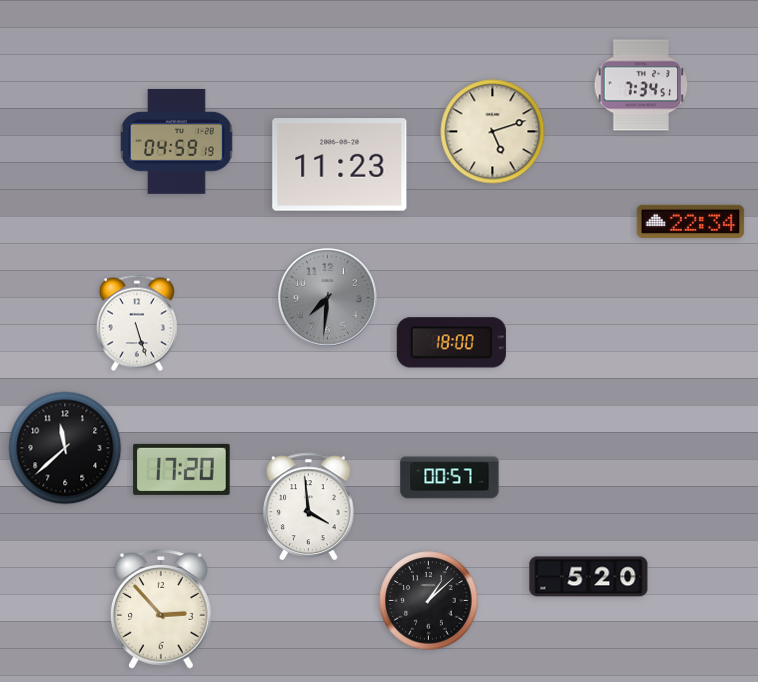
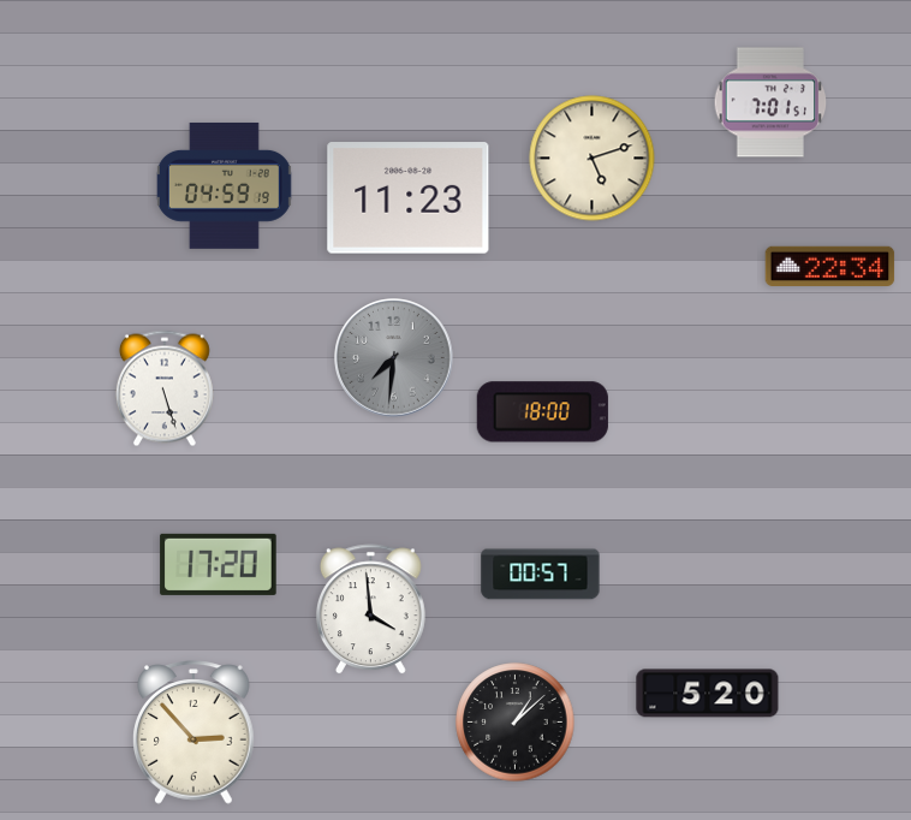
clock at (641, 85): 7:34 -> 7:01
clock at (176, 141) position: (176, 141) -> (224, 185)
clock at (65, 448): 11:38 -> none
